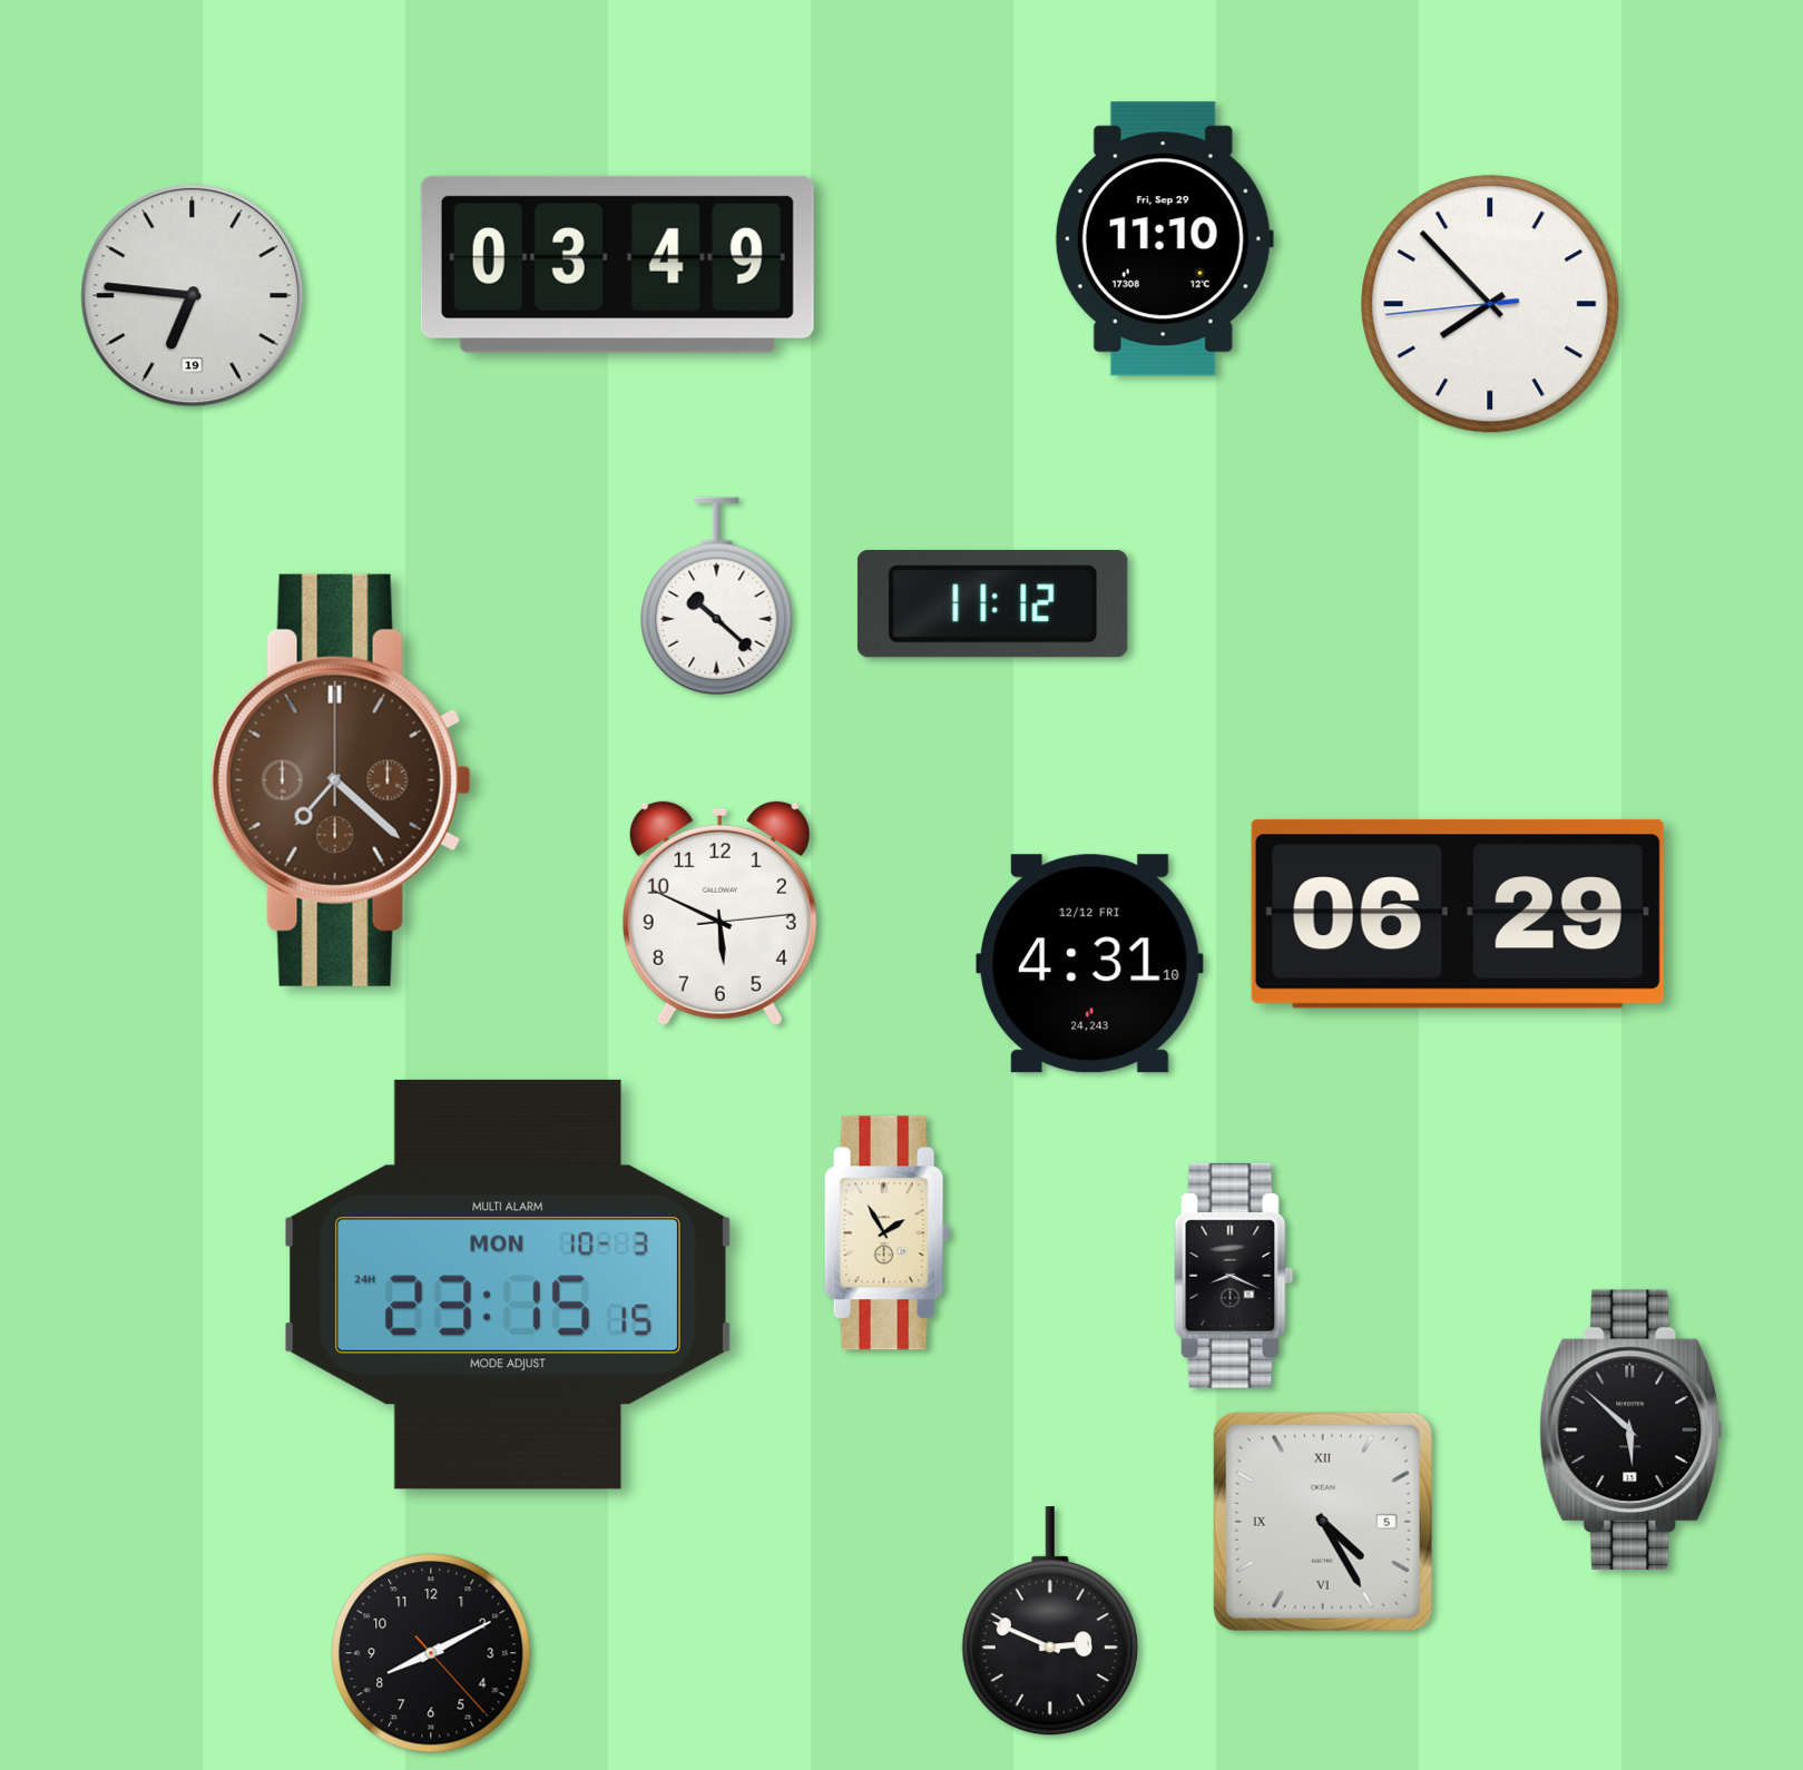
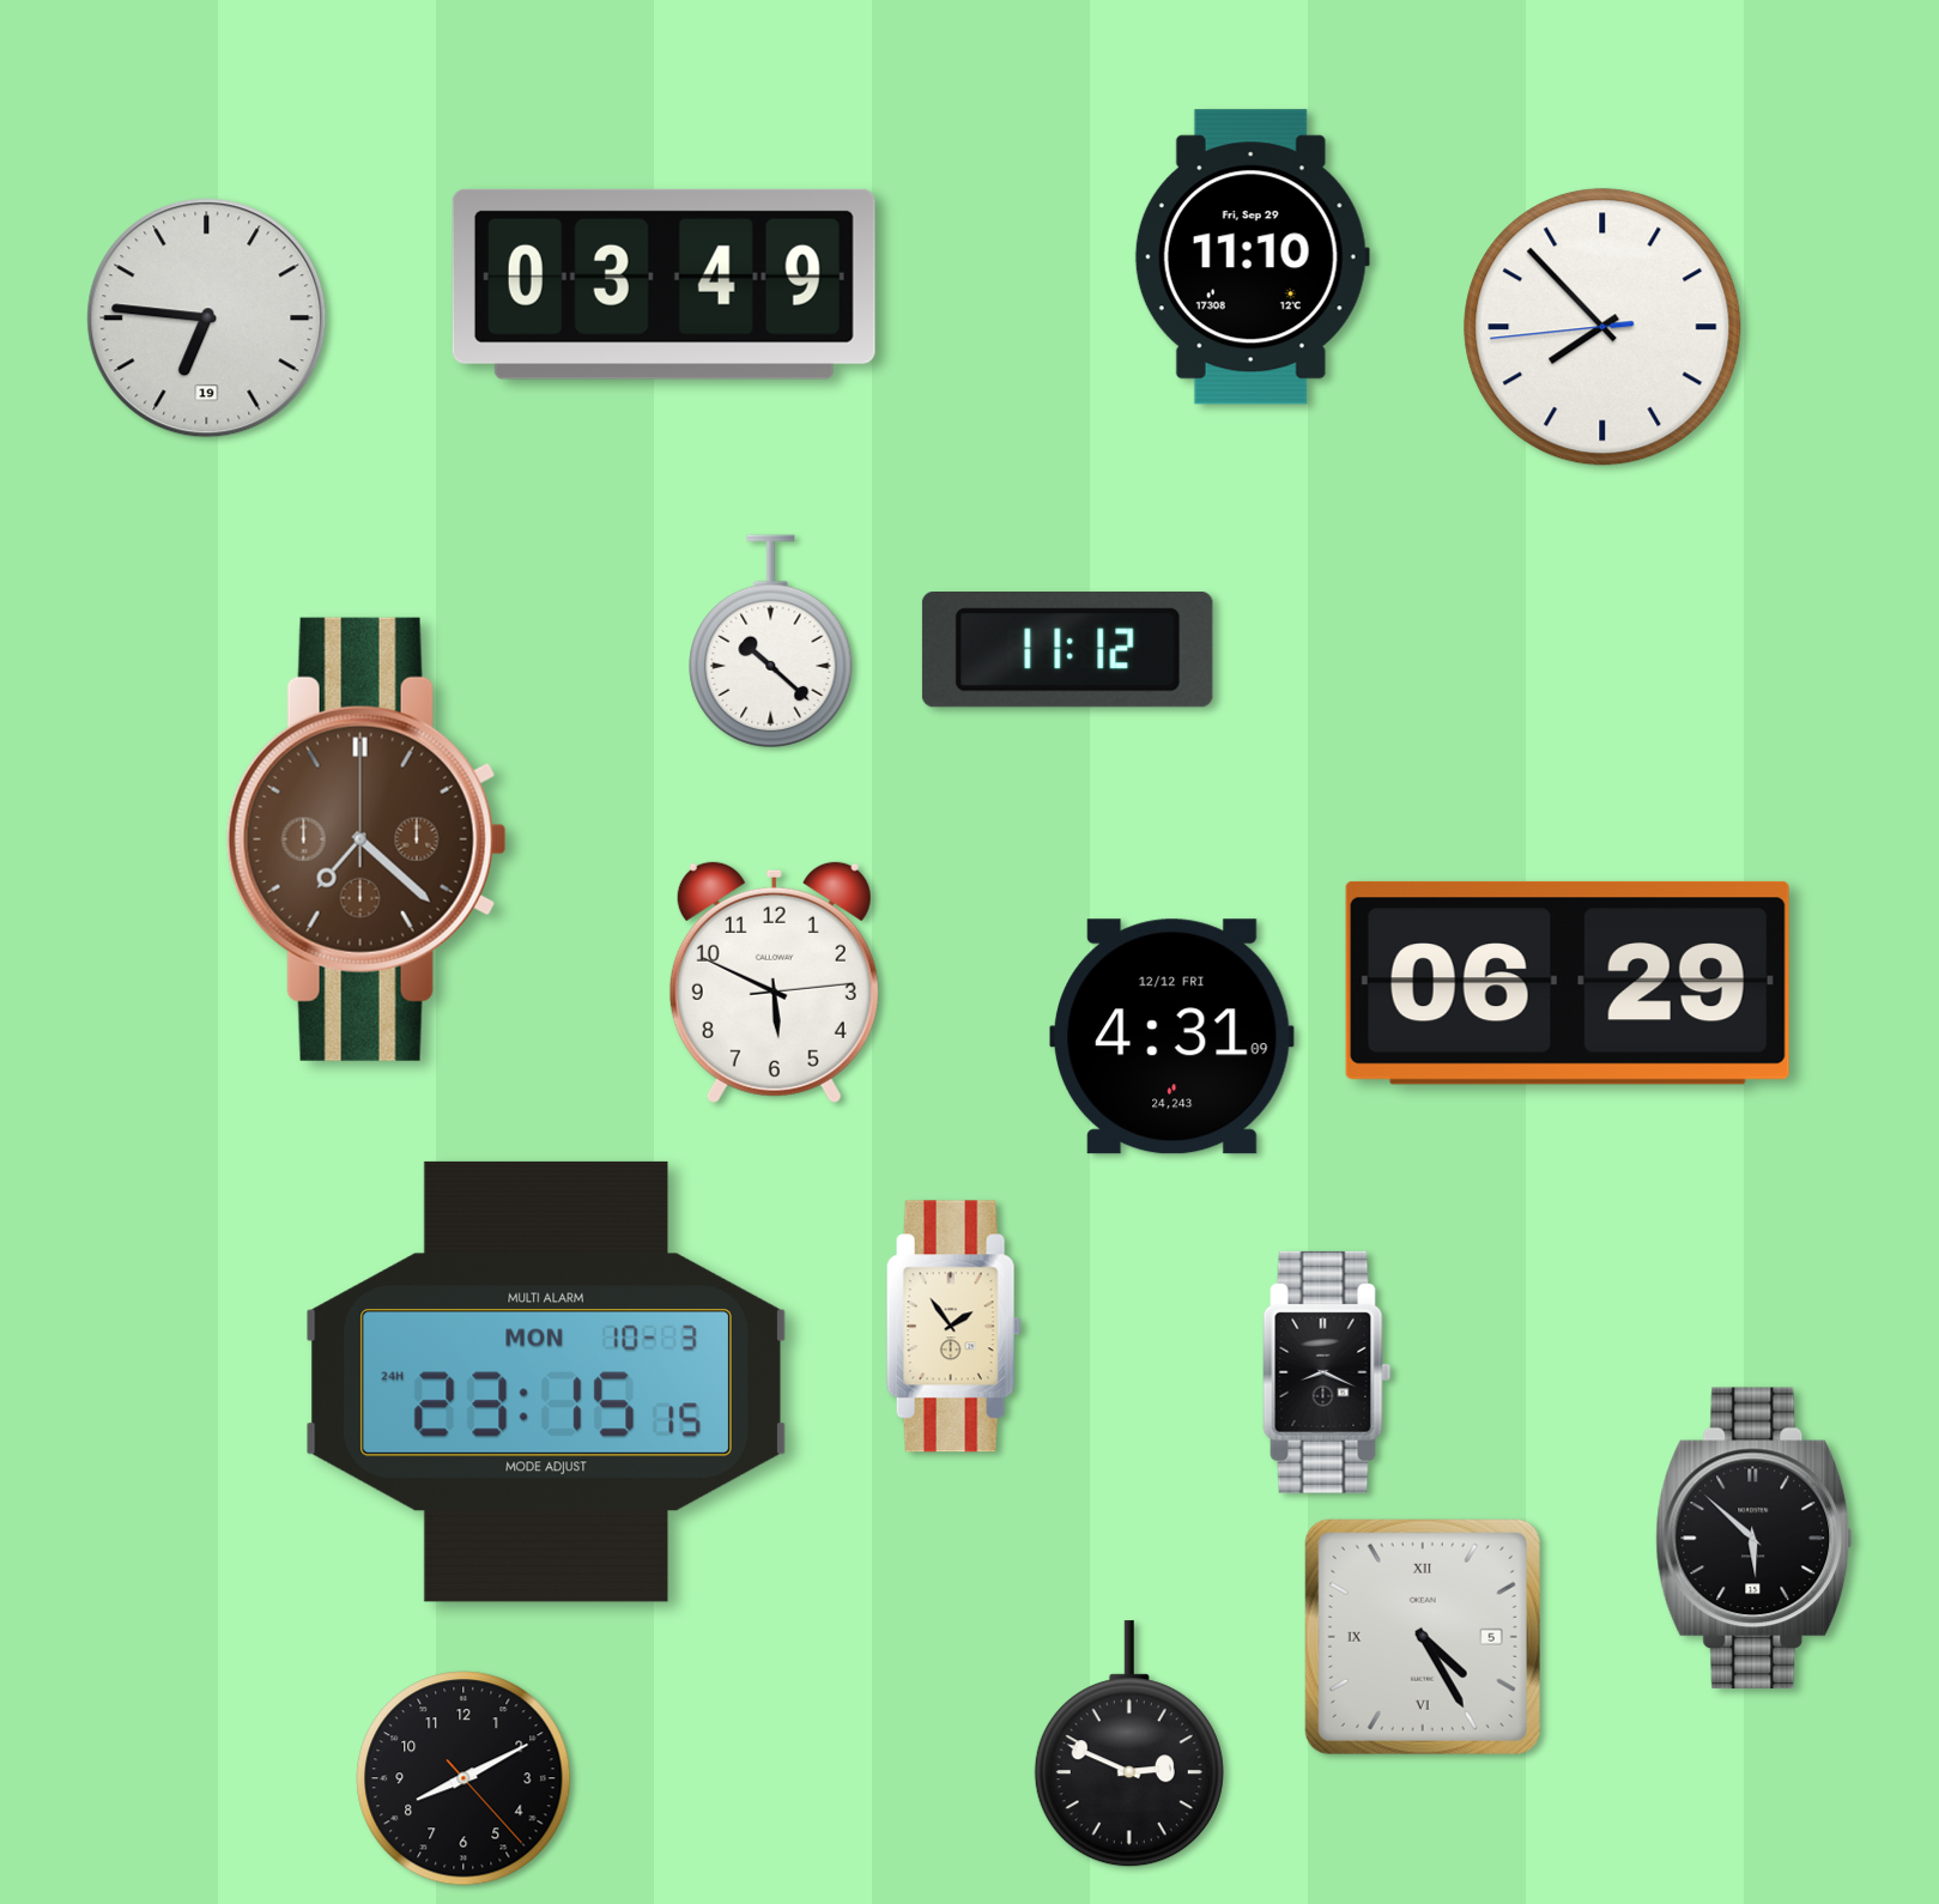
clock at (1090, 964): 4:31:10 -> 4:31:09
clock at (886, 1233): 1:55 -> 1:54
